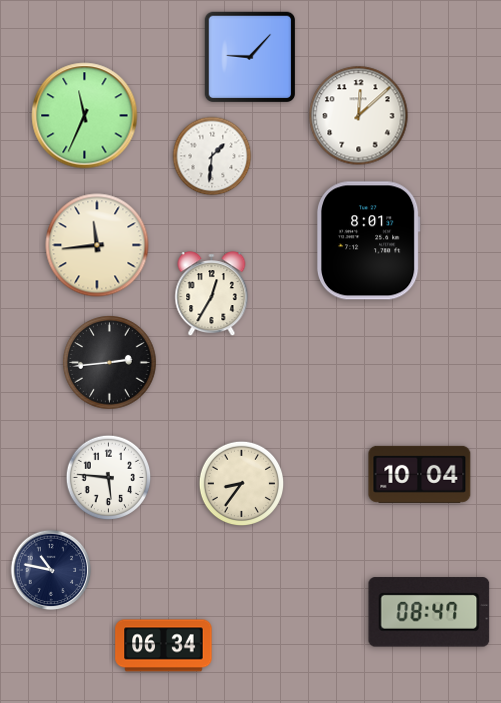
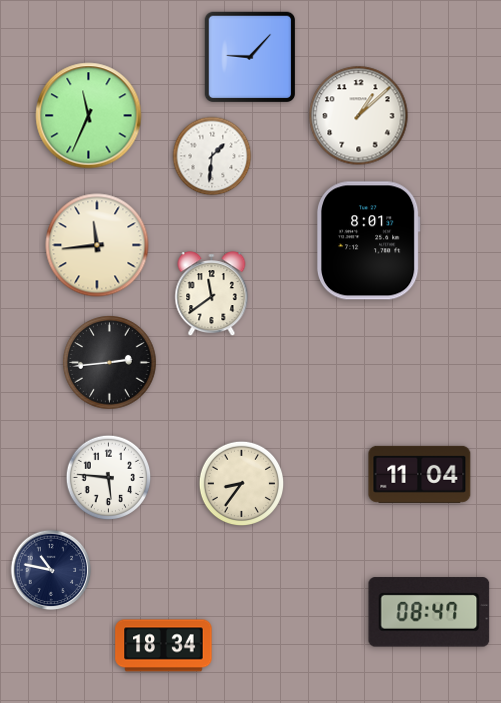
clock at (85, 116) position: (85, 116) -> (89, 116)
clock at (359, 116): 12:08 -> 1:08
clock at (212, 294): 12:35 -> 11:39
clock at (420, 474): 10:04 -> 11:04
clock at (164, 646): 06:34 -> 18:34
